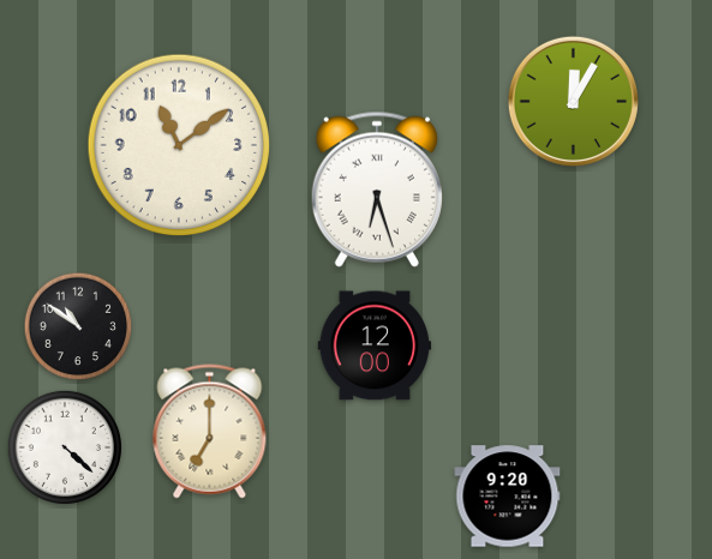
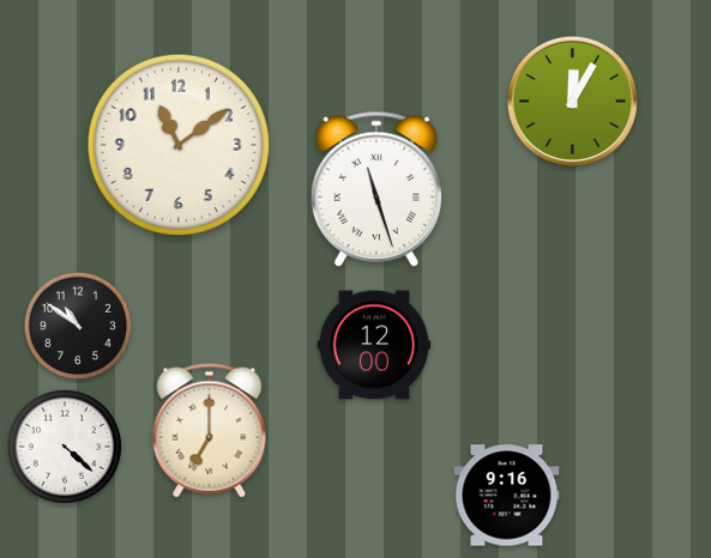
clock at (377, 190): 6:27 -> 11:27
clock at (508, 497): 9:20 -> 9:16
